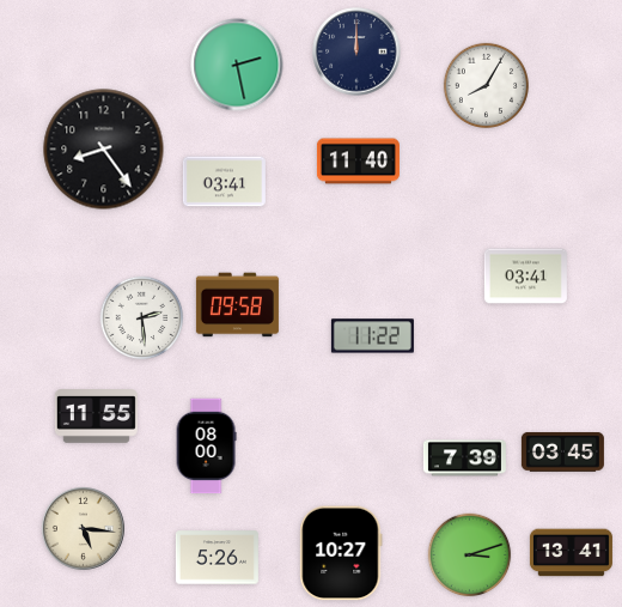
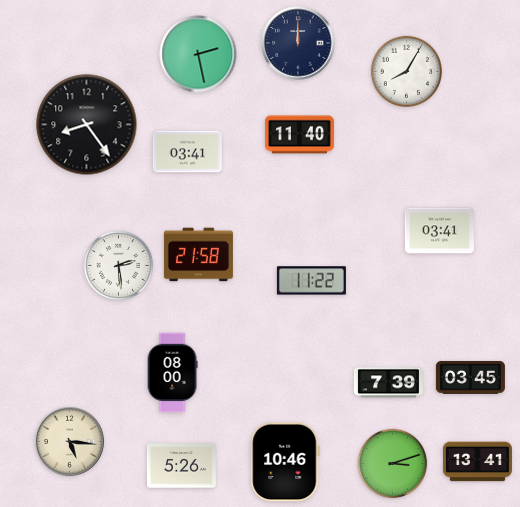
clock at (237, 305): 09:58 -> 21:58
clock at (96, 417): 11:55 -> none
clock at (341, 553): 10:27 -> 10:46
